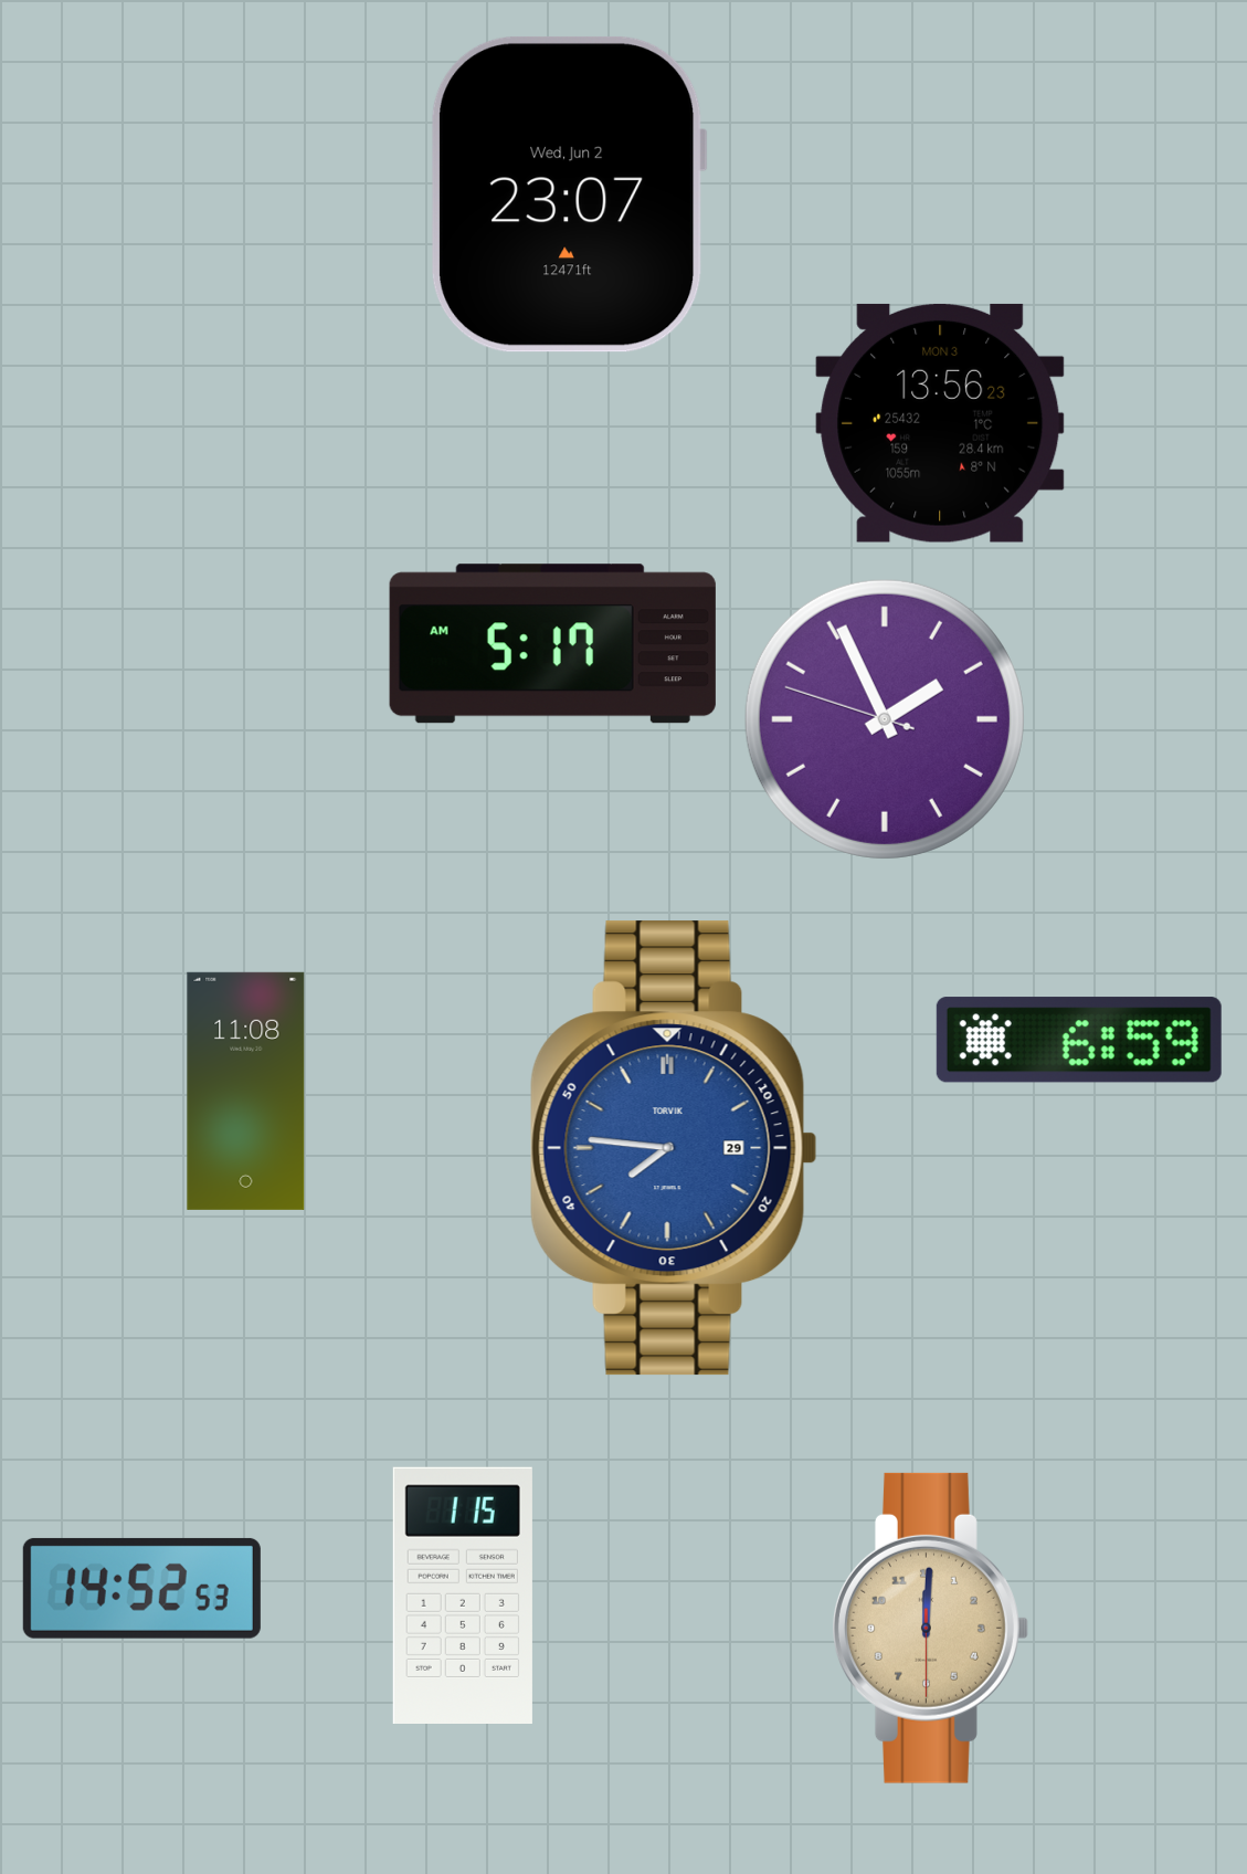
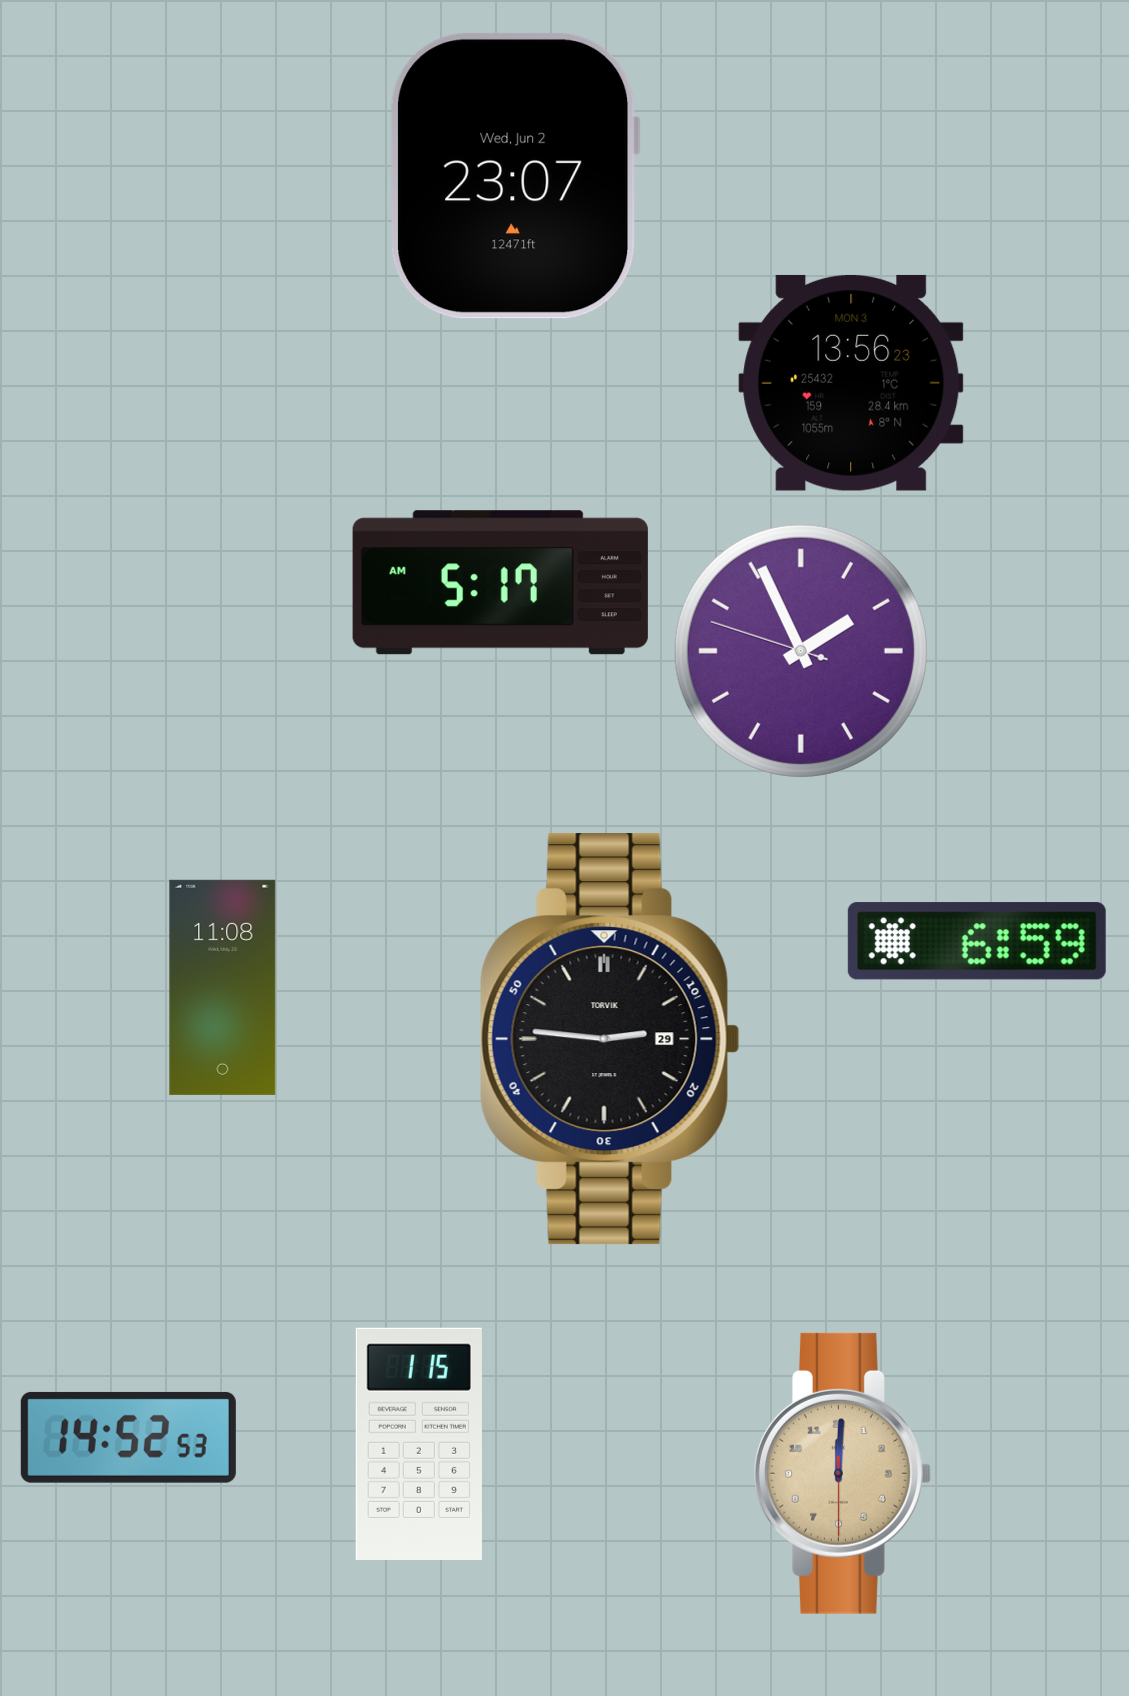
clock at (674, 1148): 7:46 -> 2:46
clock at (674, 1148) dial: blue -> black
